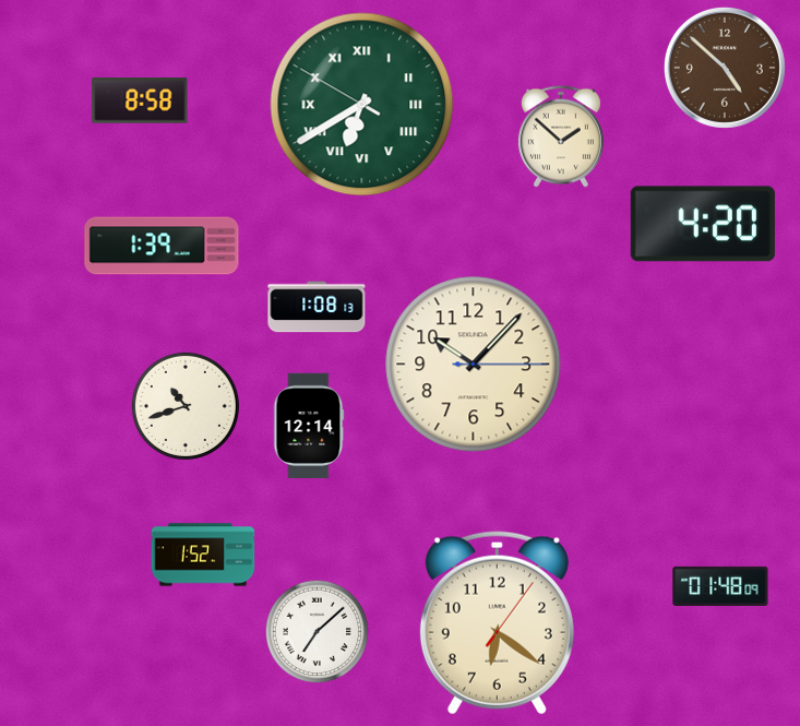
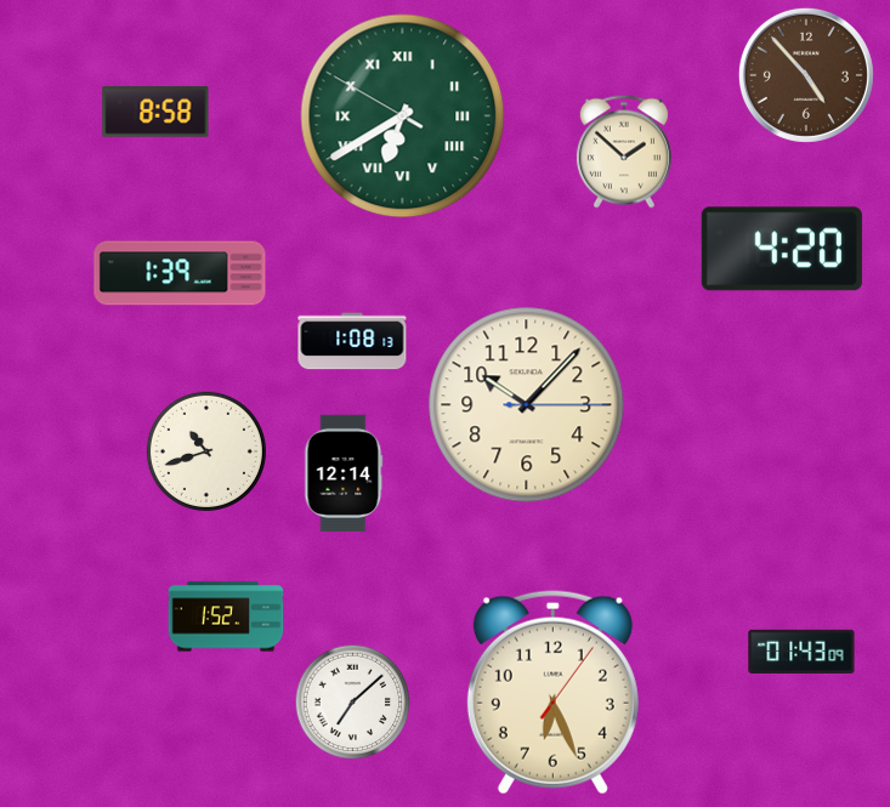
clock at (725, 68): 4:52 -> 4:53
clock at (720, 585): 01:48 -> 01:43
clock at (497, 623): 6:21 -> 6:26
